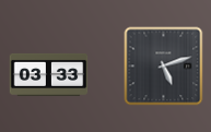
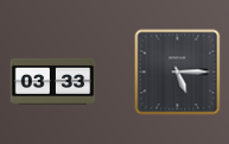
clock at (164, 67): 5:12 -> 5:15
